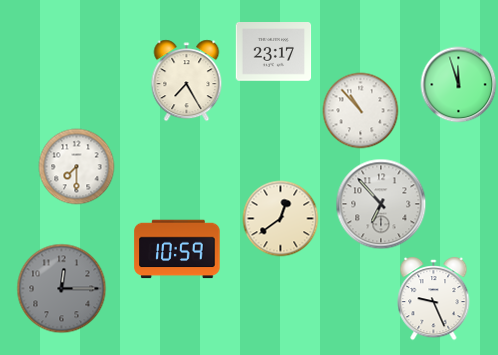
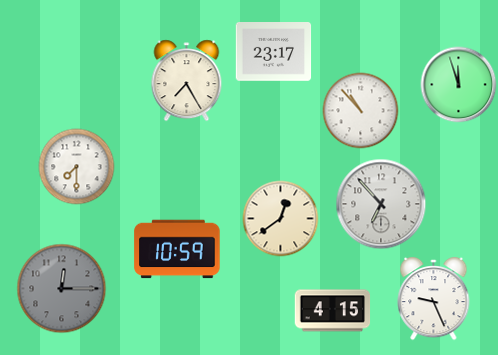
clock at (333, 311): none -> 4:15
